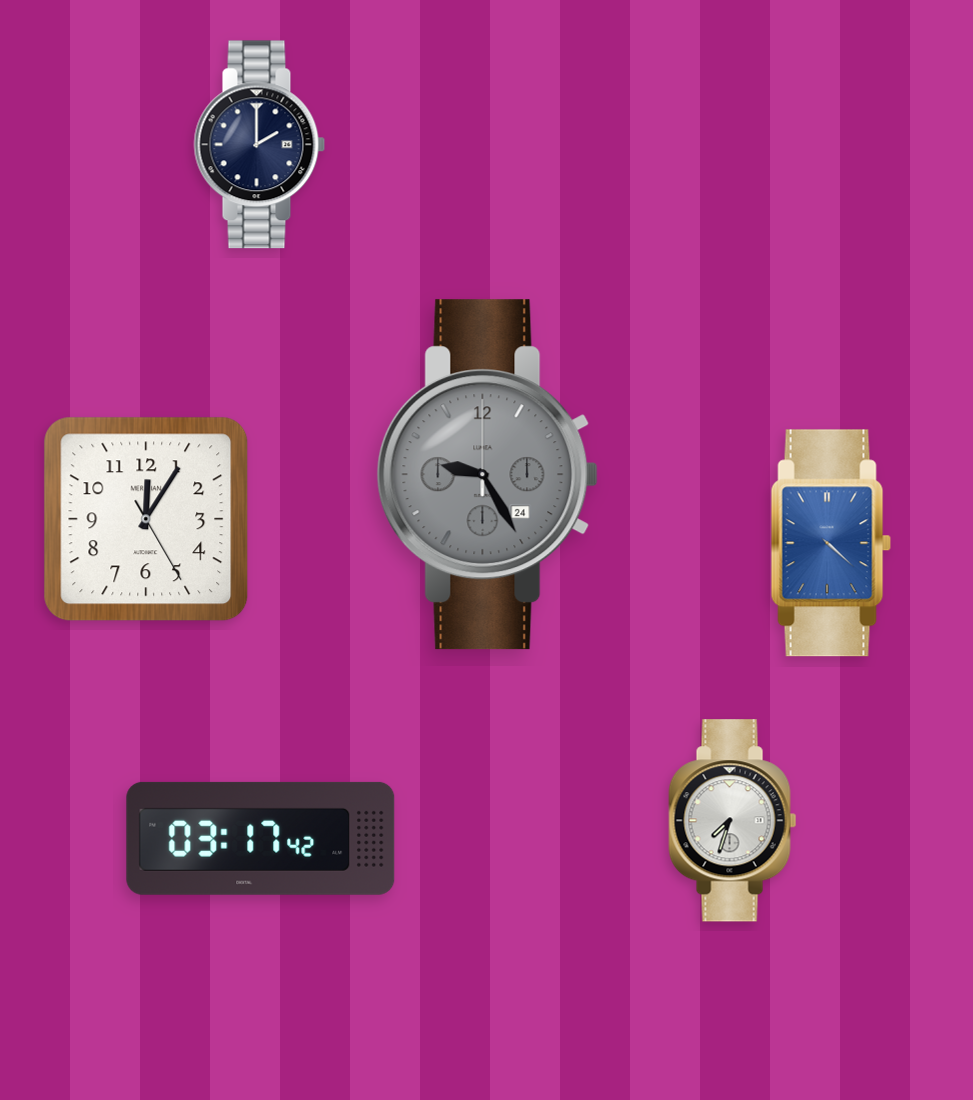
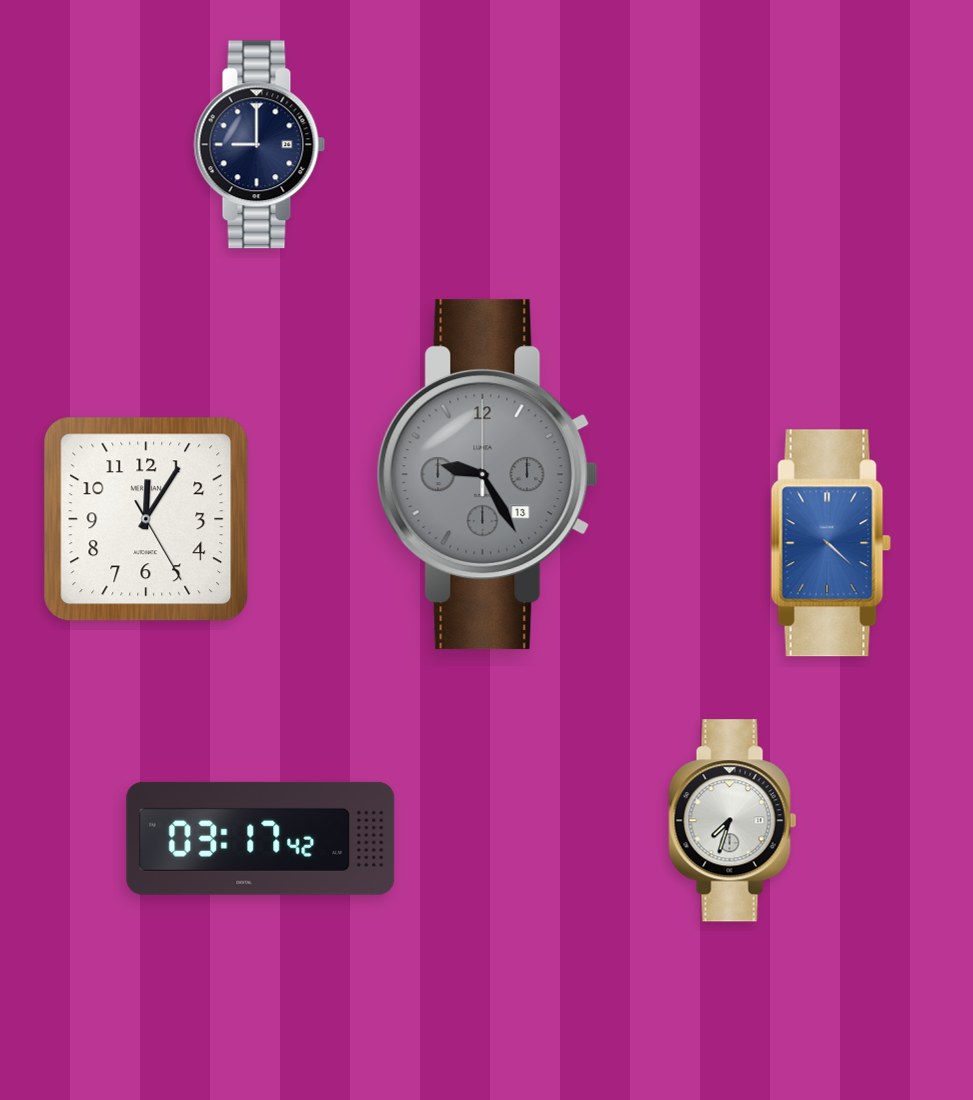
clock at (260, 145): 2:00 -> 9:00
clock at (487, 475) date: 24 -> 13
